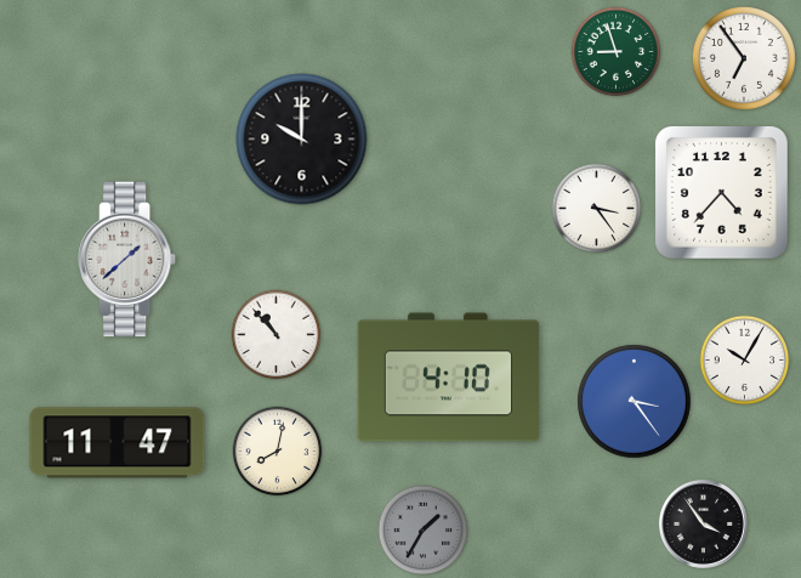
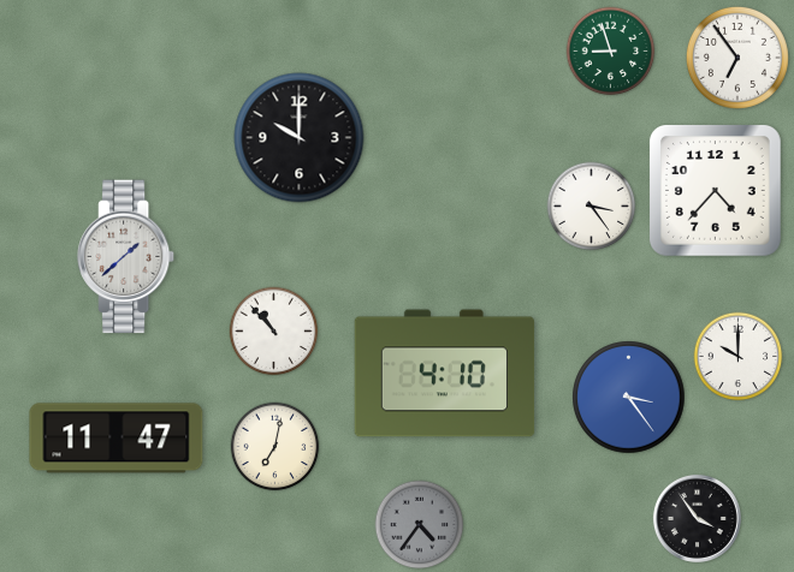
clock at (745, 361): 10:05 -> 10:00
clock at (278, 452): 8:02 -> 7:02
clock at (424, 531): 1:35 -> 4:36
